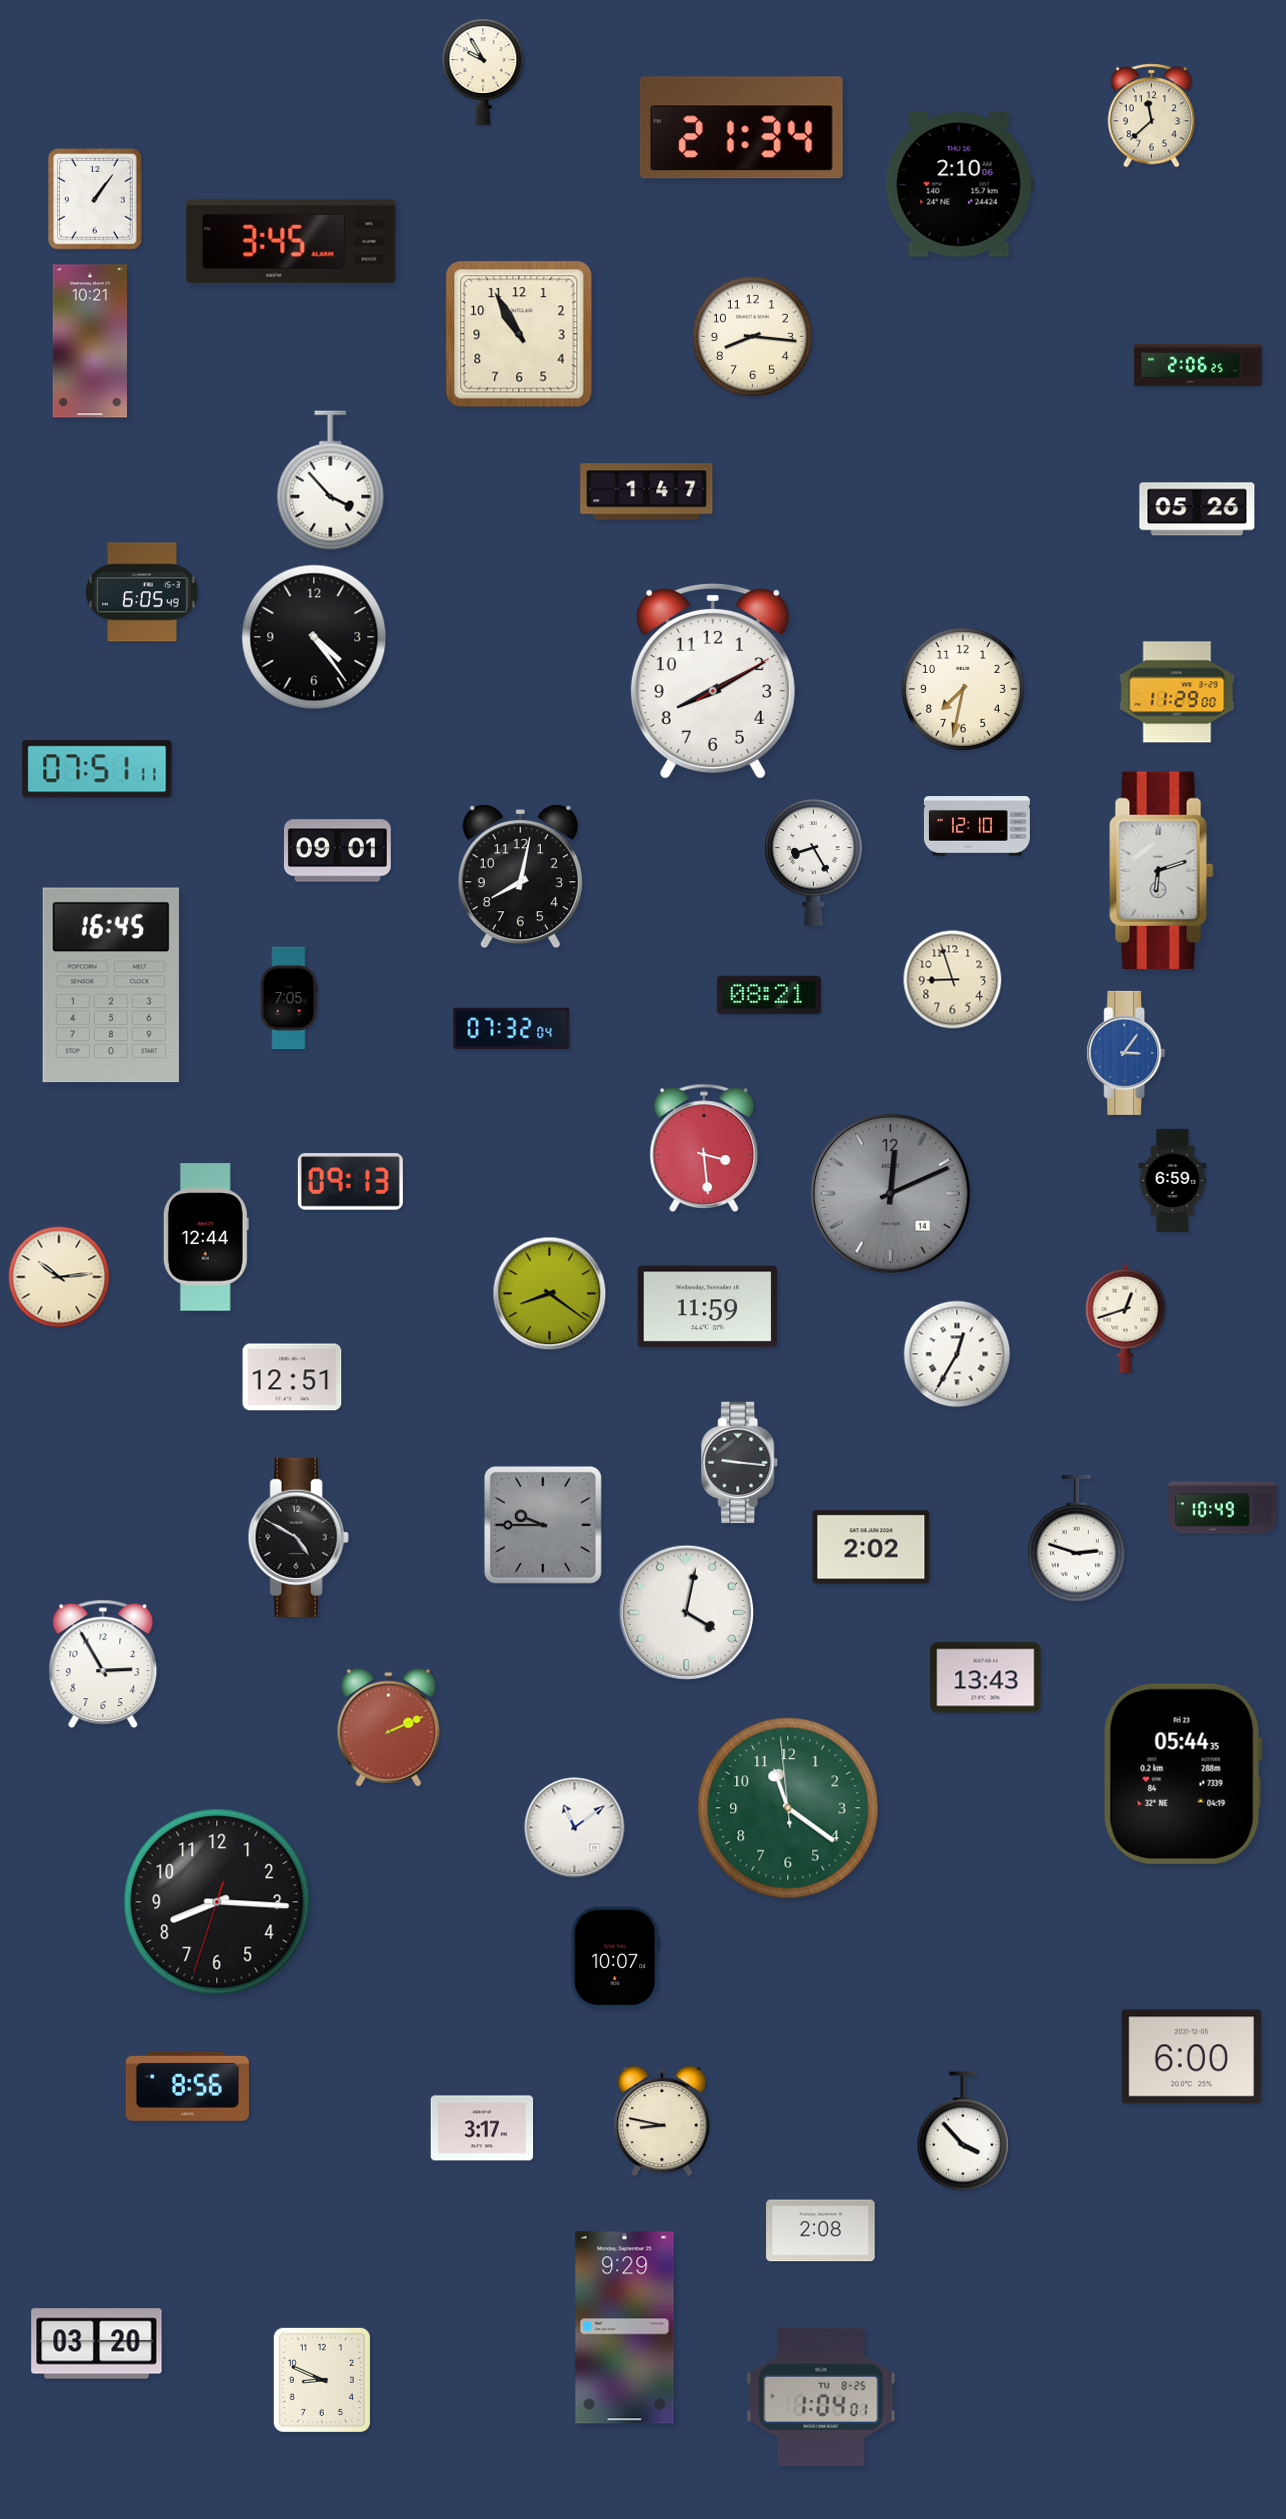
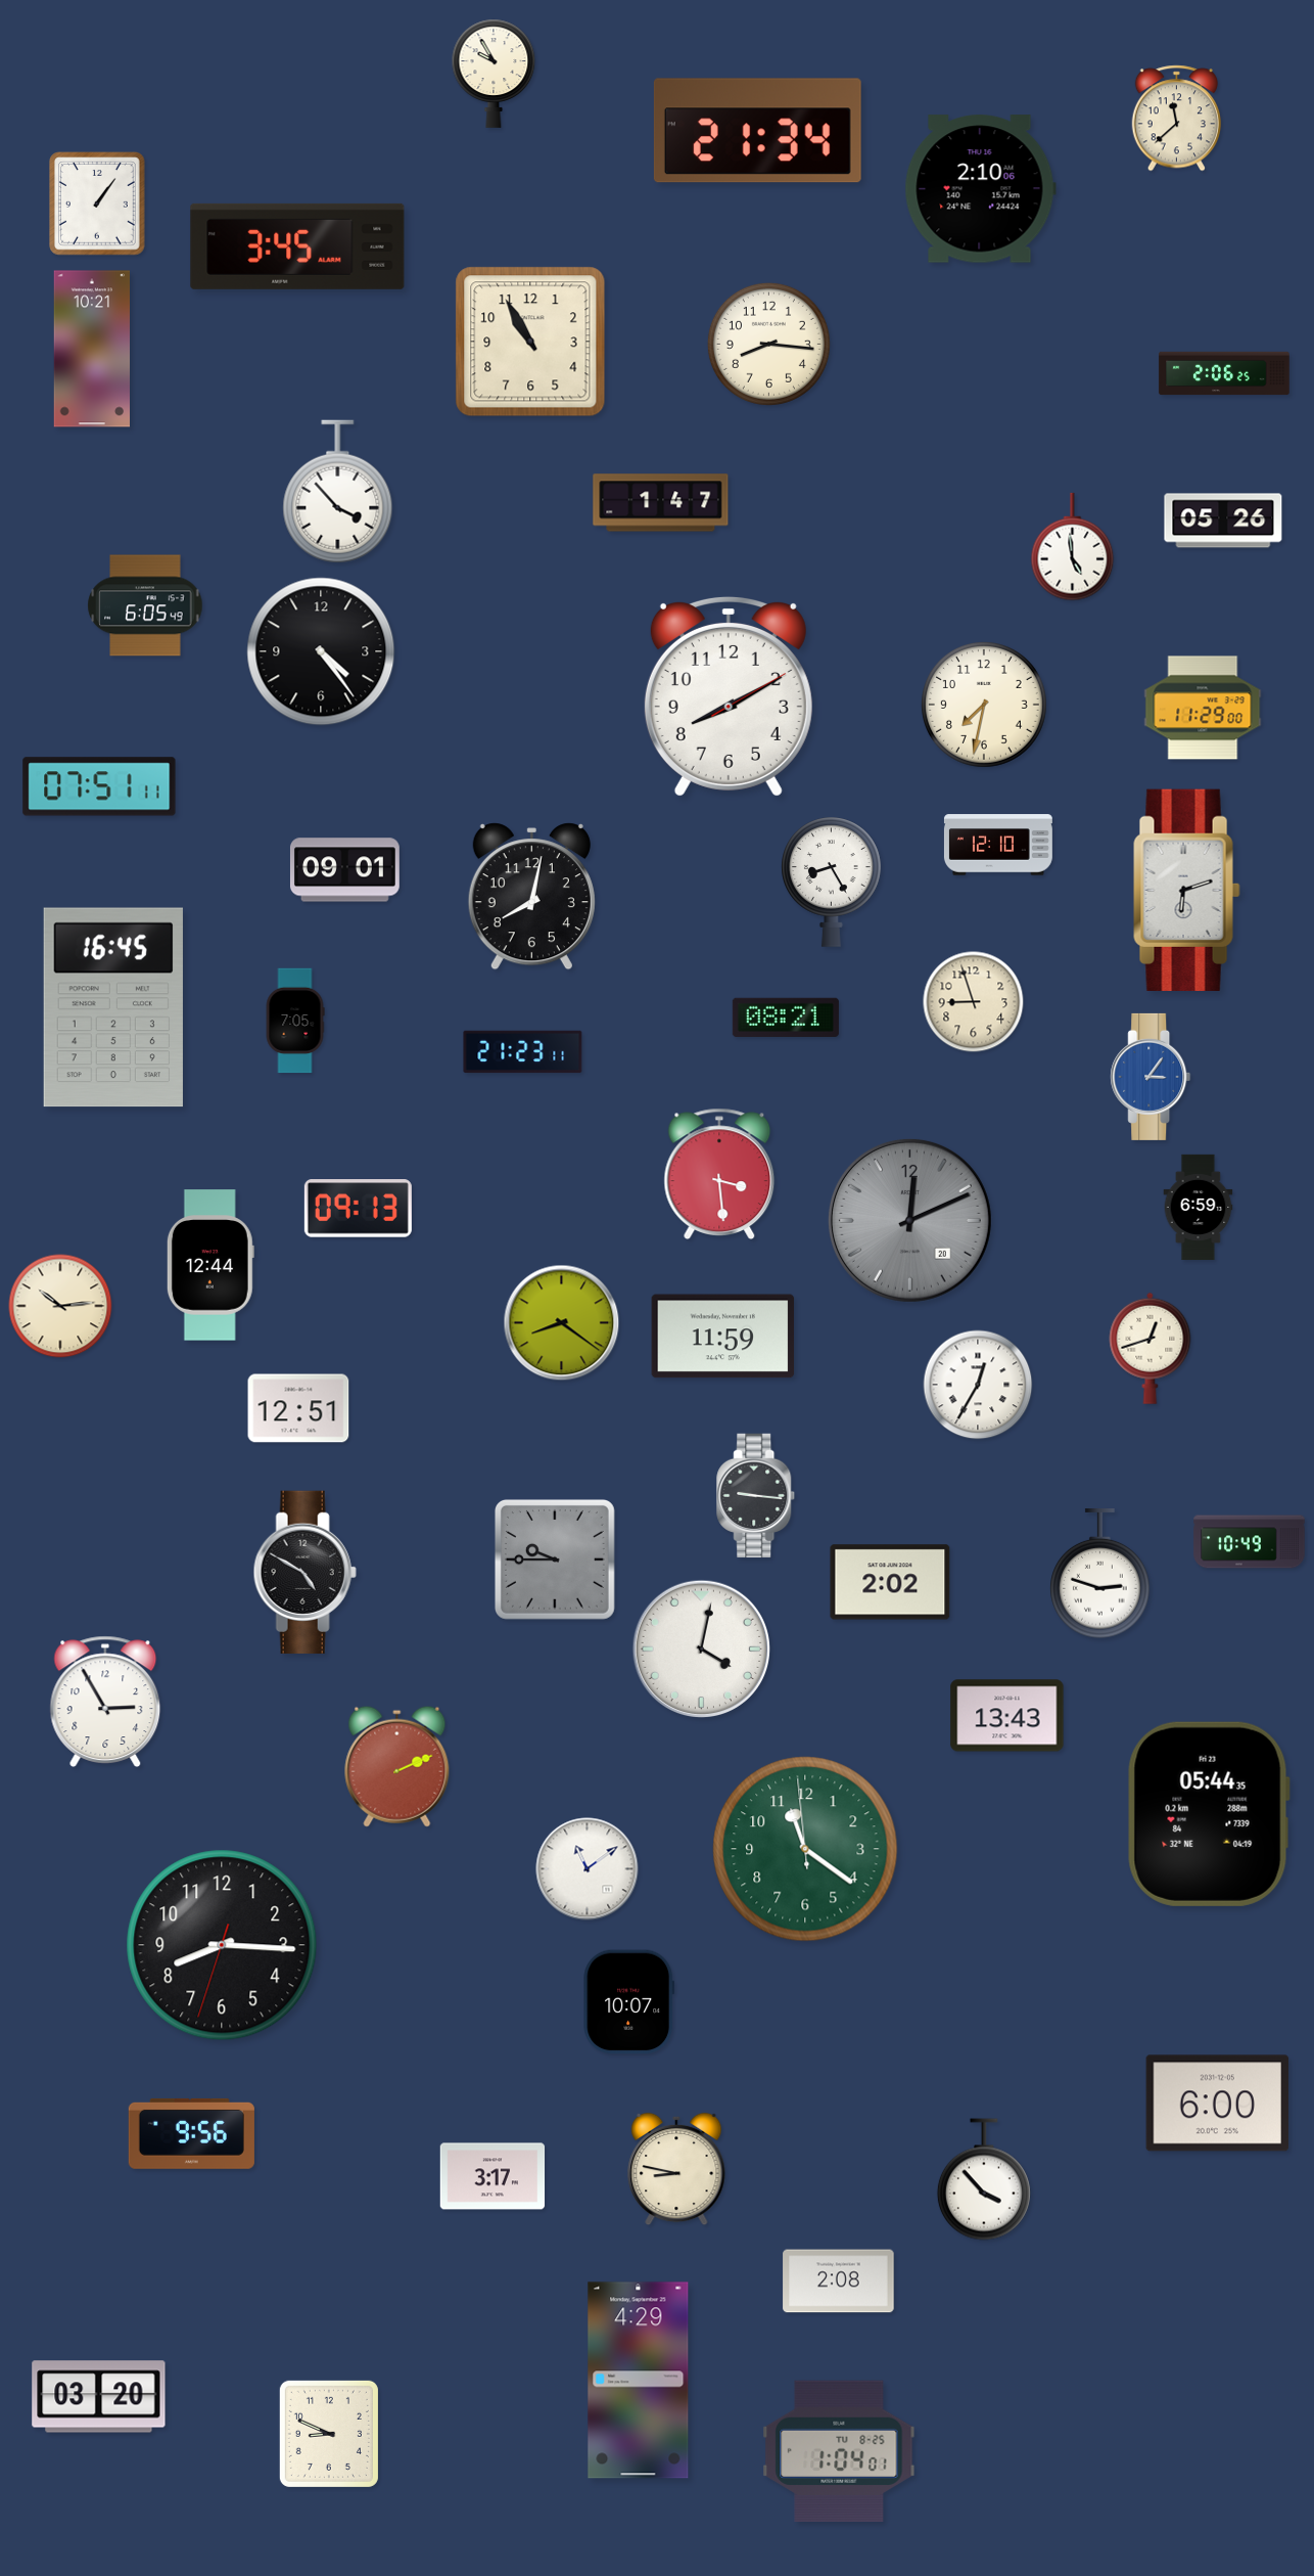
clock at (1073, 547): none -> 4:59
clock at (512, 1029): 07:32 -> 21:23
clock at (890, 1193) date: 14 -> 20
clock at (187, 2086): 8:56 -> 9:56
clock at (625, 2328): 9:29 -> 4:29
